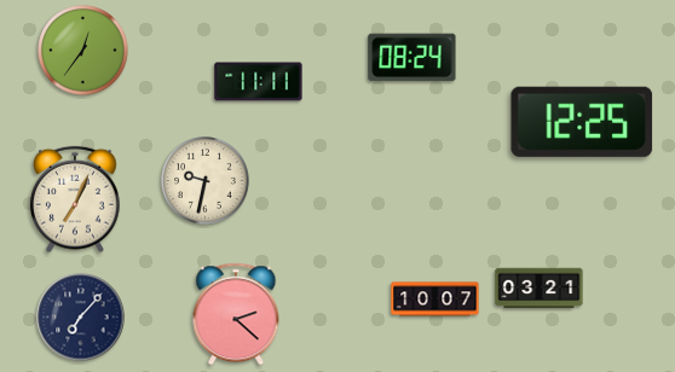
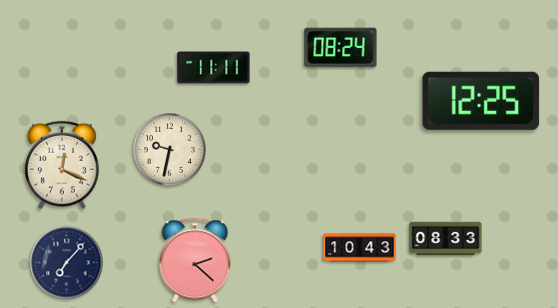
clock at (83, 51): 12:36 -> none
clock at (76, 199): 7:04 -> 12:19
clock at (540, 289): 03:21 -> 08:33
clock at (435, 300): 10:07 -> 10:43
